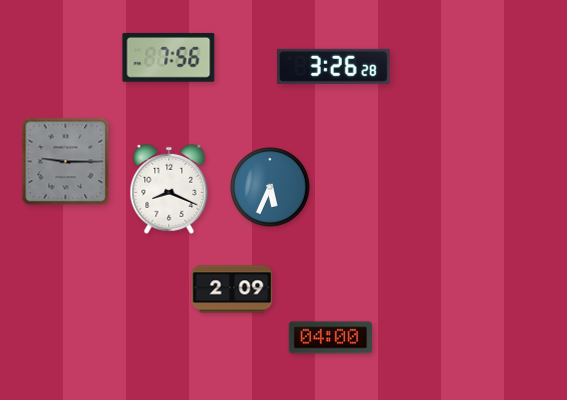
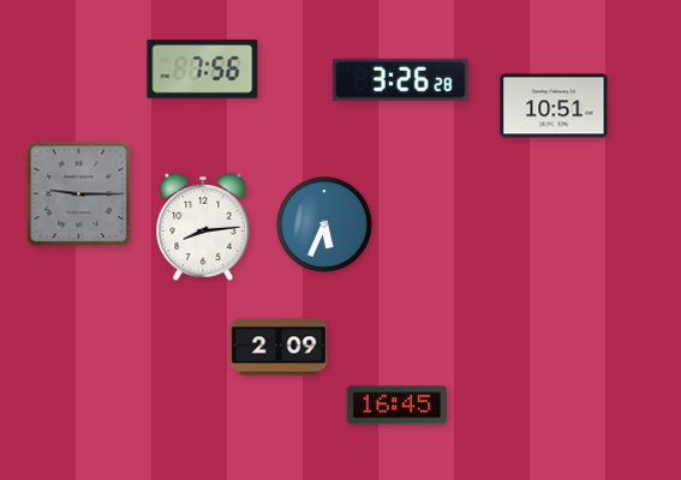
clock at (554, 106): none -> 10:51
clock at (169, 189): 8:19 -> 8:14
clock at (330, 338): 04:00 -> 16:45
